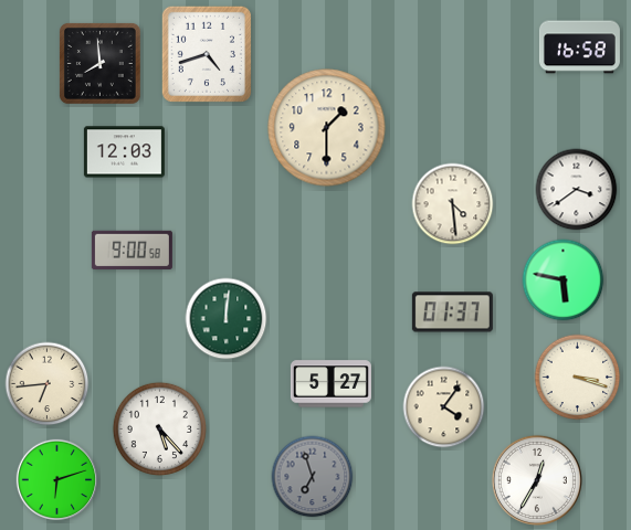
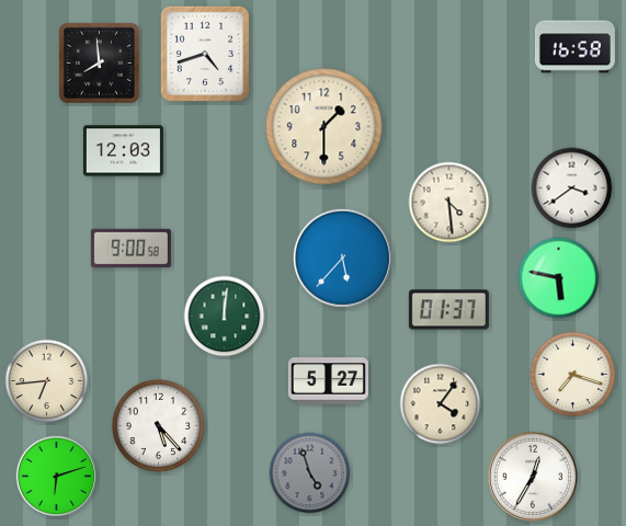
clock at (342, 258): none -> 5:37
clock at (578, 378): 3:18 -> 7:18
clock at (313, 477): 6:57 -> 4:57
